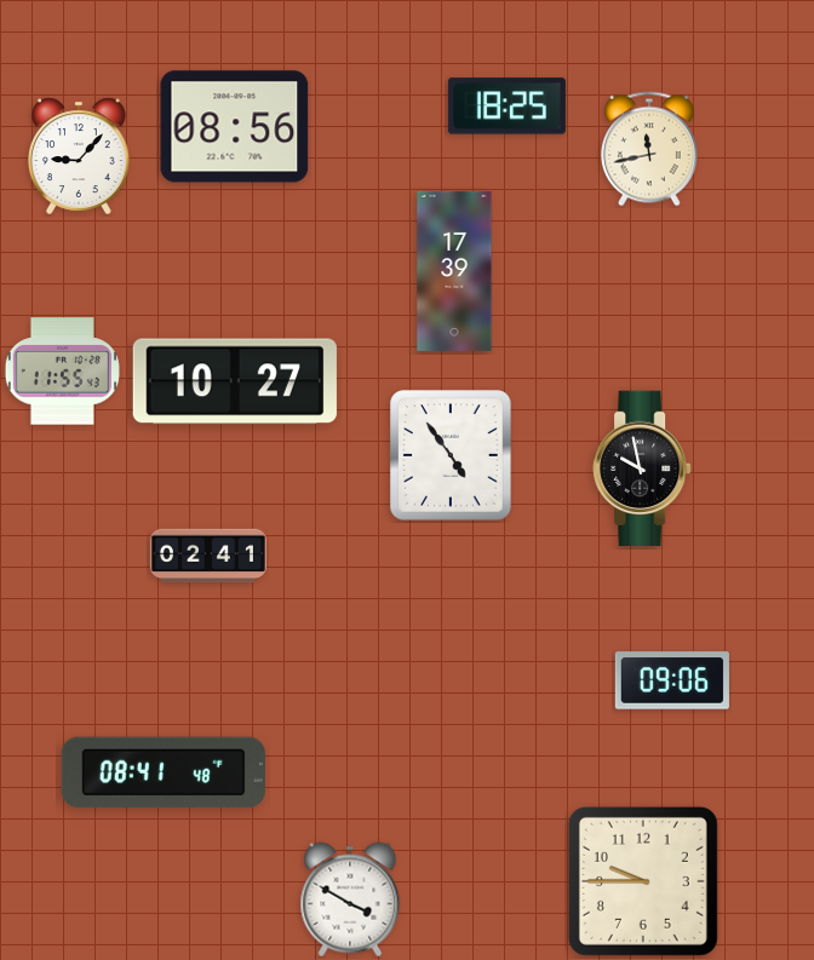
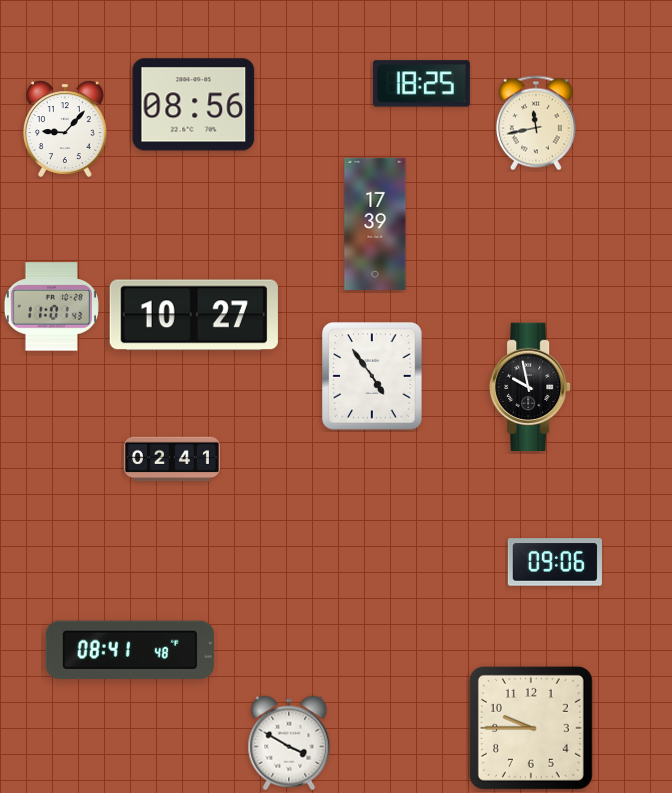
clock at (506, 107) position: (506, 107) -> (421, 84)
clock at (62, 372): 11:55 -> 11:01
clock at (164, 772) position: (164, 772) -> (130, 650)
